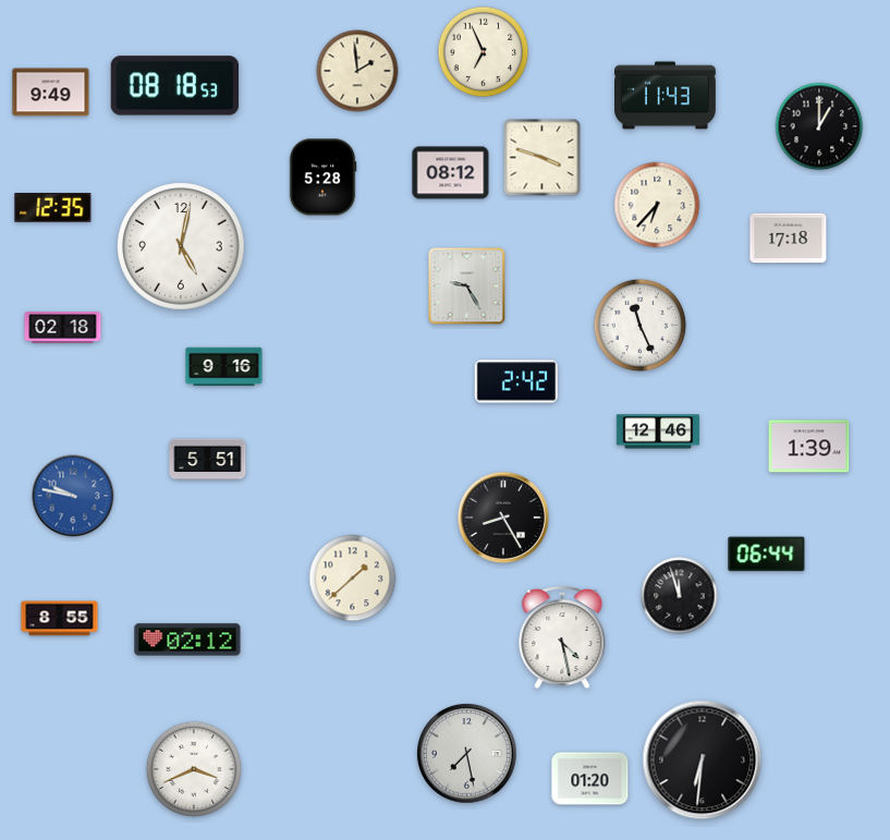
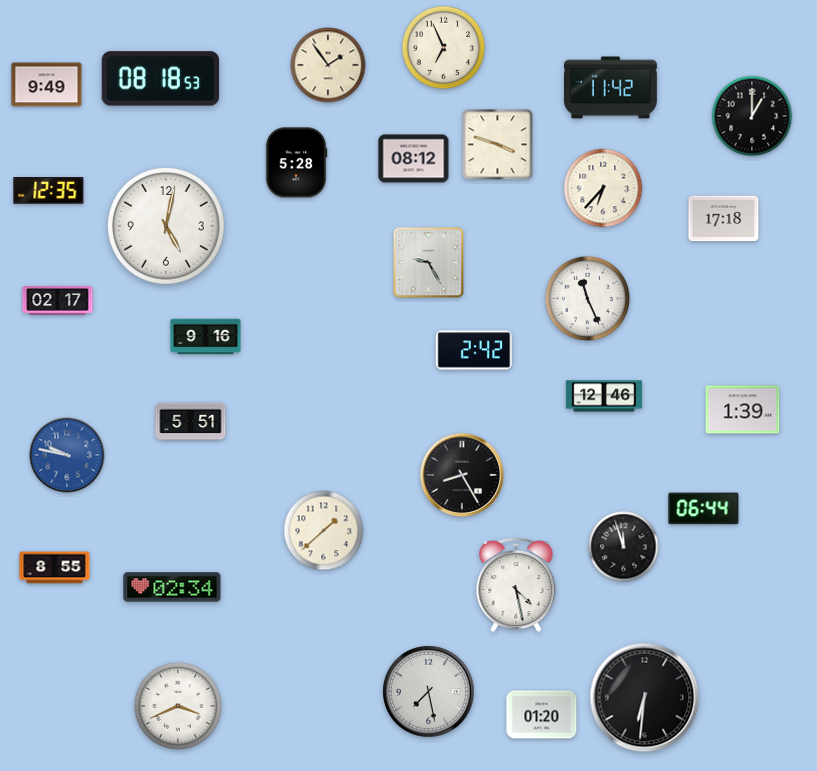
clock at (357, 71): 1:59 -> 1:54
clock at (666, 96): 11:43 -> 11:42
clock at (63, 328): 02:18 -> 02:17
clock at (187, 640): 02:12 -> 02:34
